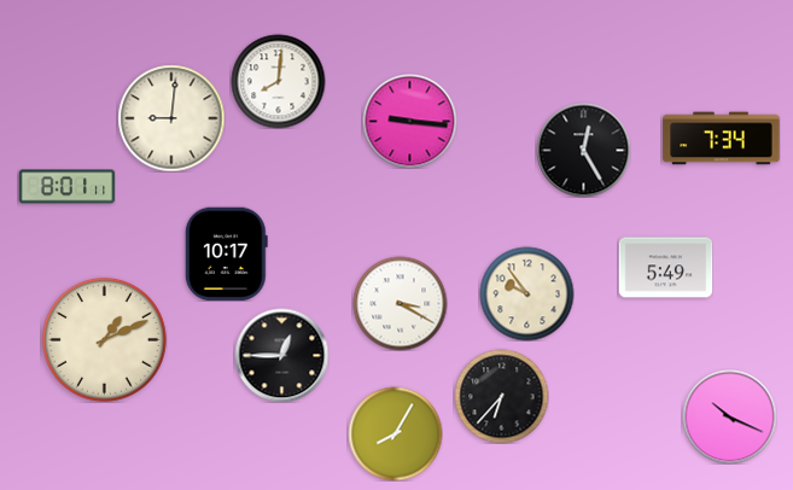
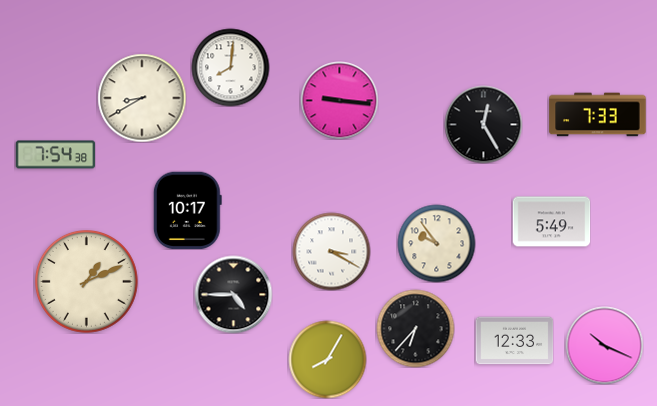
clock at (171, 118): 9:01 -> 8:40
clock at (722, 139): 7:34 -> 7:33
clock at (66, 187): 8:01 -> 7:54
clock at (281, 355): 12:45 -> 4:45
clock at (514, 341): none -> 12:33
